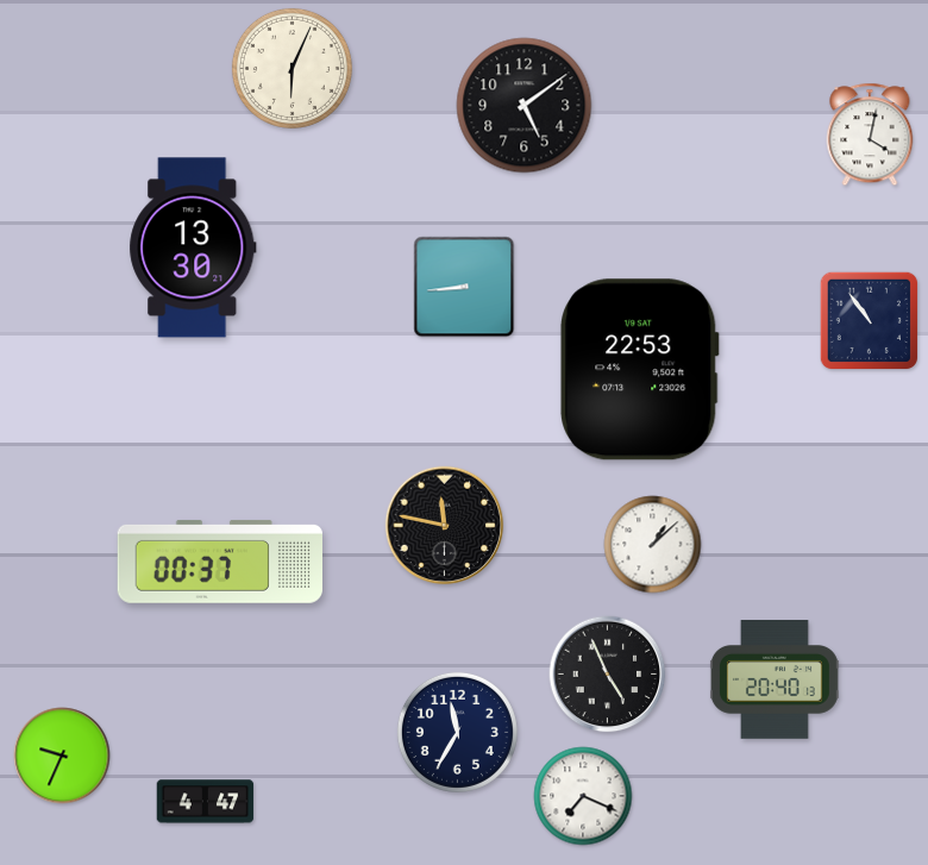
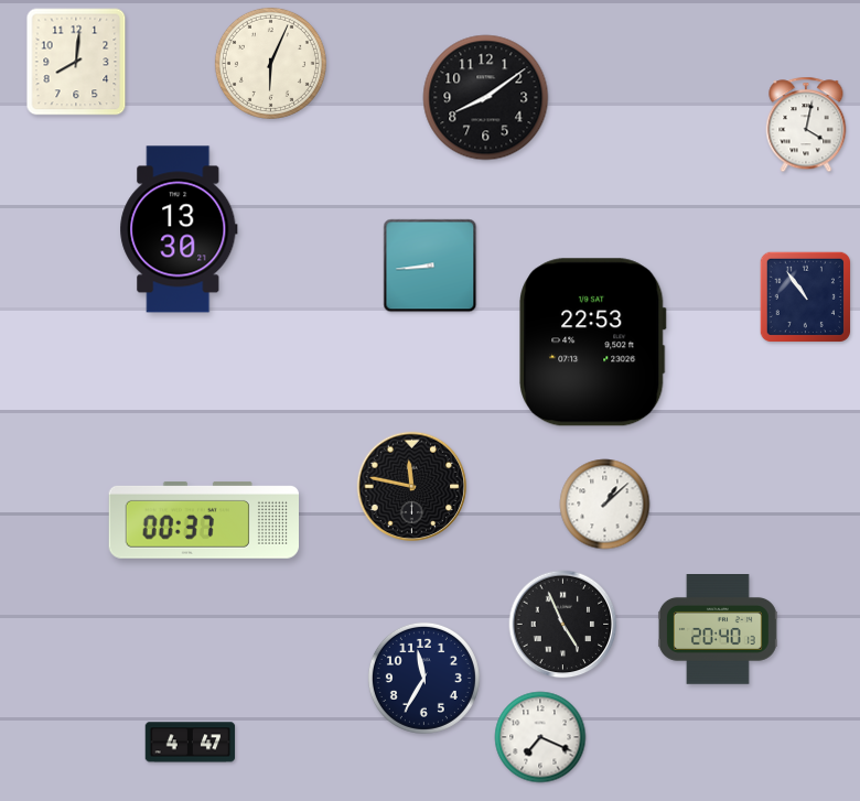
clock at (76, 62): none -> 8:01
clock at (525, 106): 5:09 -> 8:09
clock at (62, 756): 9:34 -> none
